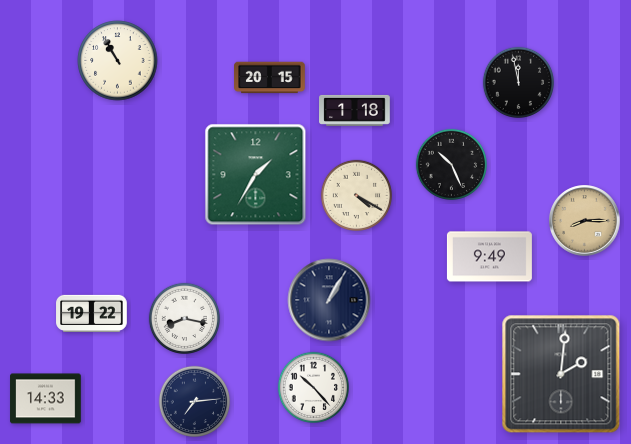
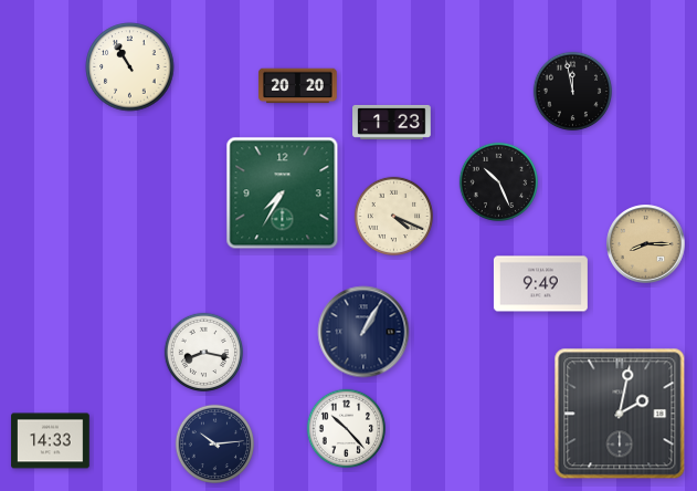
clock at (270, 78): 20:15 -> 20:20
clock at (355, 110): 1:18 -> 1:23
clock at (256, 175): 1:35 -> 7:35
clock at (356, 195): 4:20 -> 4:19
clock at (92, 313): 19:22 -> none
clock at (561, 374): 2:01 -> 2:02
clock at (194, 401): 7:14 -> 10:14
